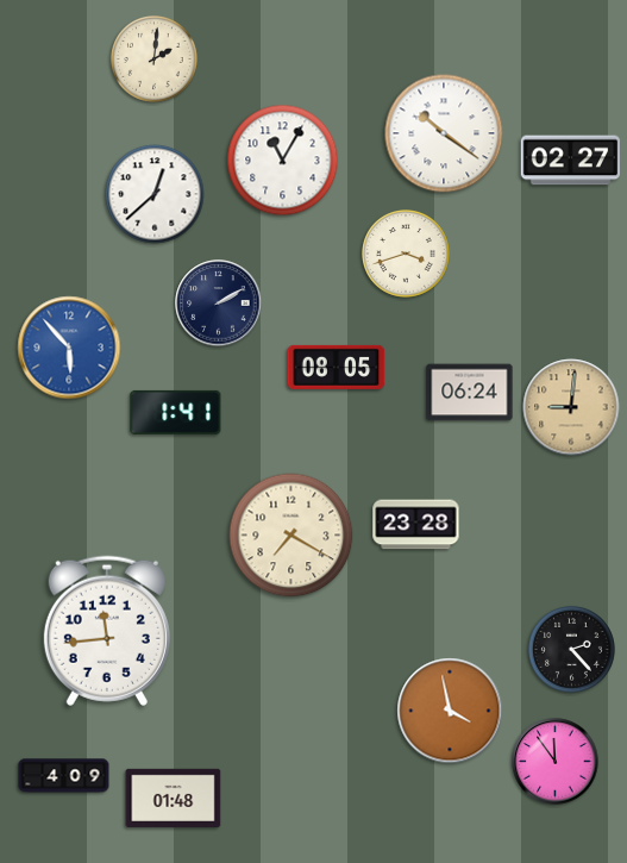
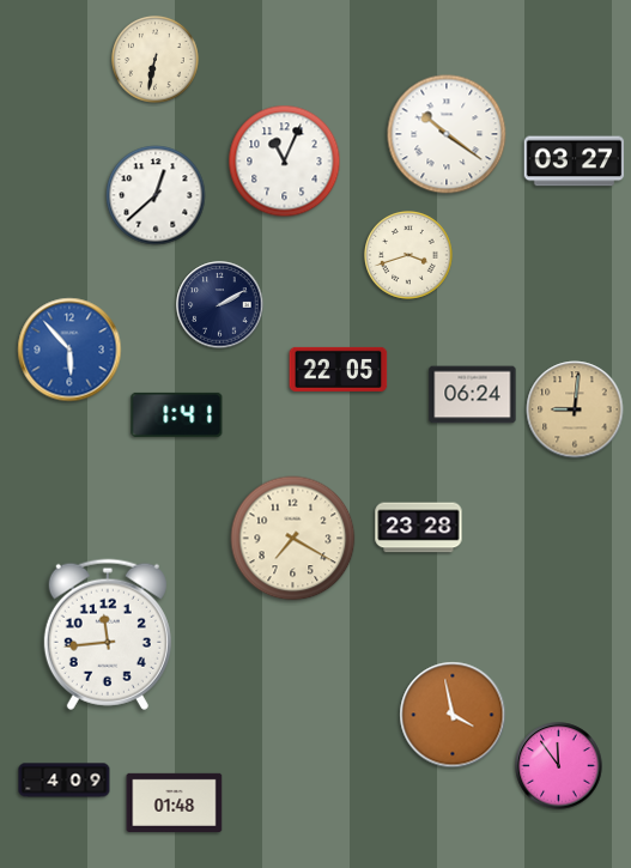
clock at (153, 58): 2:01 -> 6:32
clock at (283, 161): 11:05 -> 11:04
clock at (571, 161): 02:27 -> 03:27
clock at (337, 367): 08:05 -> 22:05
clock at (571, 649): 2:23 -> none
